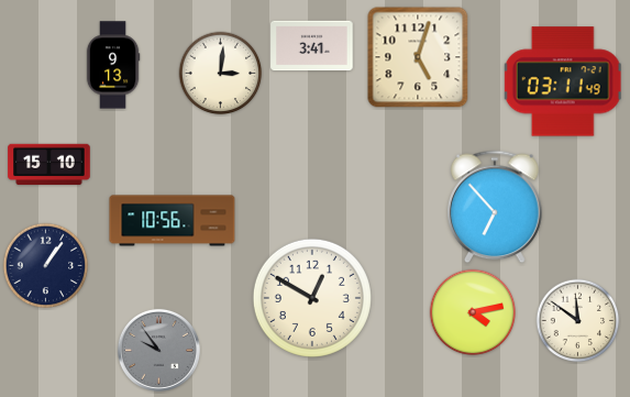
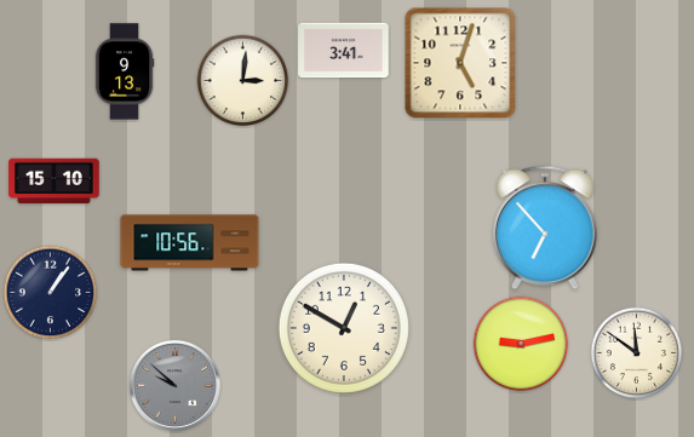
clock at (563, 81): 03:11 -> none
clock at (473, 312): 4:13 -> 9:13
clock at (158, 350): 9:54 -> 9:52
